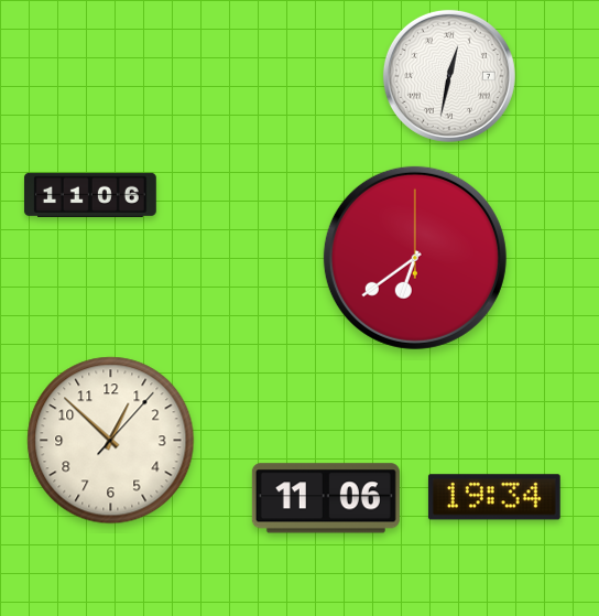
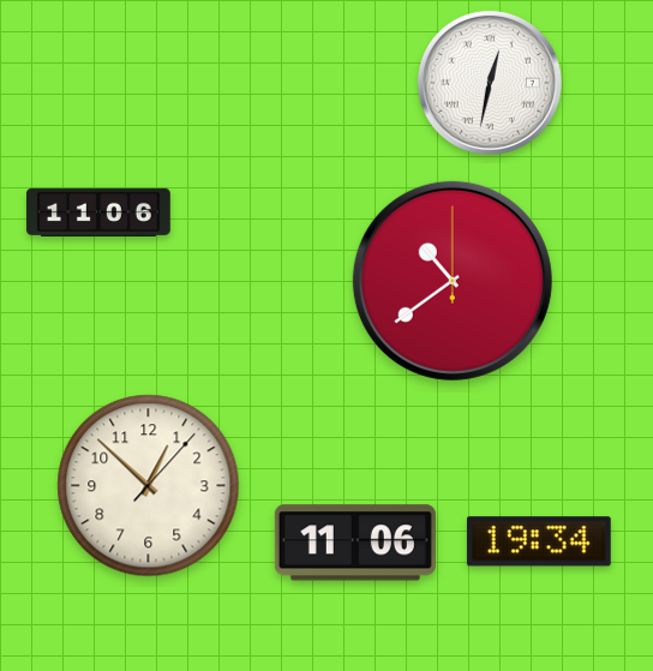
clock at (415, 258): 6:39 -> 10:39
clock at (111, 441) position: (111, 441) -> (149, 486)
